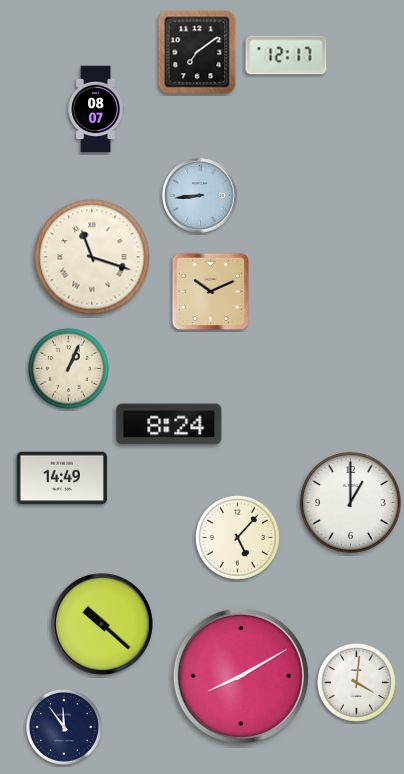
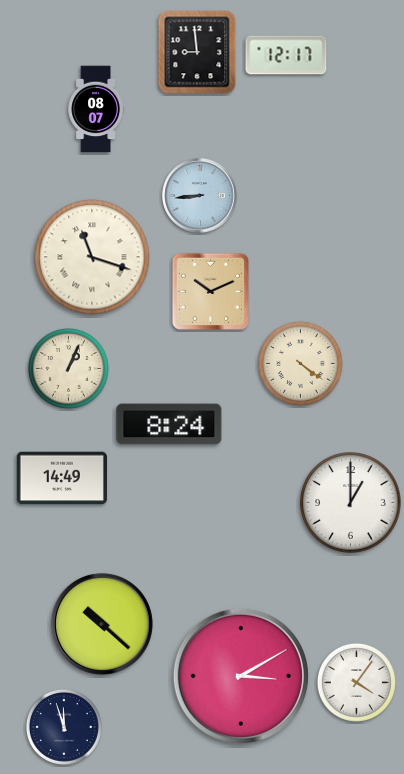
clock at (197, 52): 7:09 -> 8:59
clock at (300, 363): none -> 4:21
clock at (237, 537): 5:07 -> none
clock at (241, 676): 8:10 -> 3:10
clock at (356, 682): 4:01 -> 4:06
clock at (64, 727): 11:54 -> 11:57
